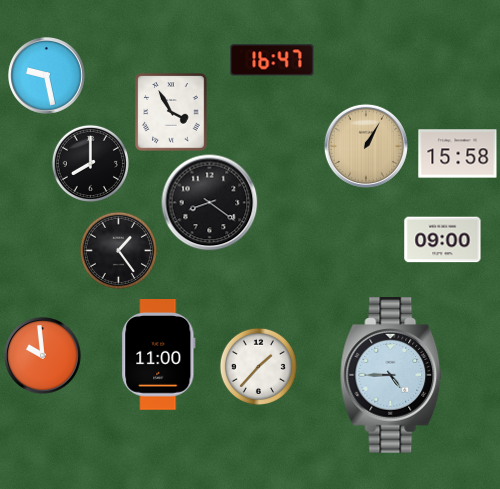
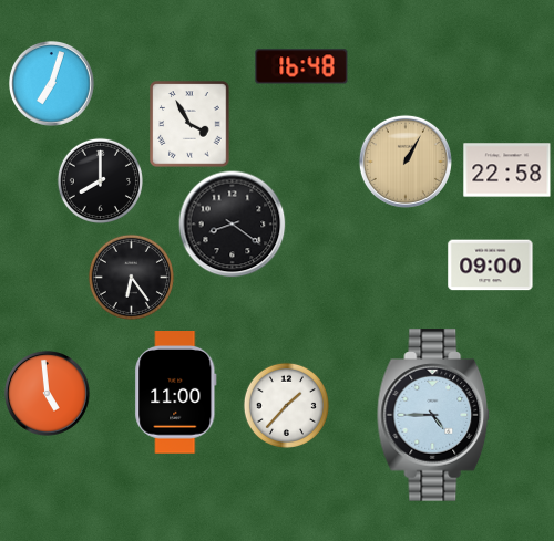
clock at (272, 60): 16:47 -> 16:48
clock at (47, 76): 9:28 -> 7:03
clock at (458, 154): 15:58 -> 22:58
clock at (118, 250): 1:24 -> 6:24
clock at (43, 356): 9:59 -> 4:59
